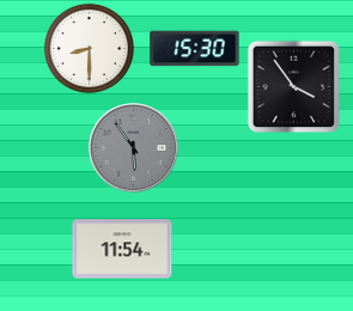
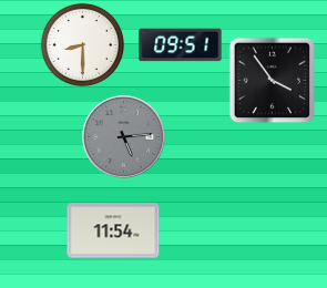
clock at (195, 49): 15:30 -> 09:51
clock at (134, 148): 5:54 -> 5:14
